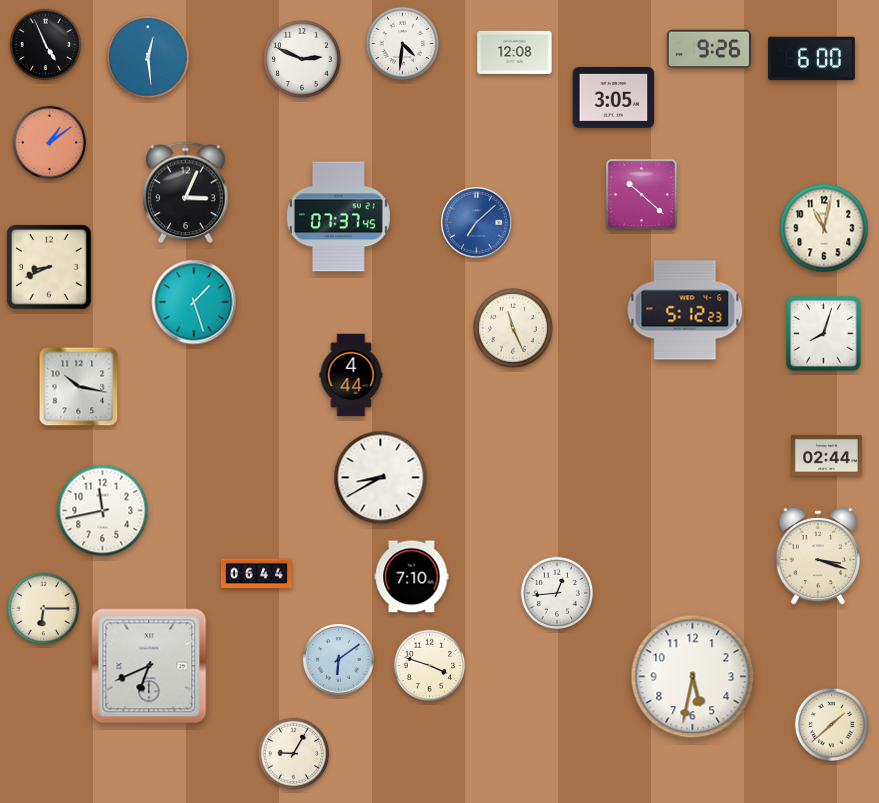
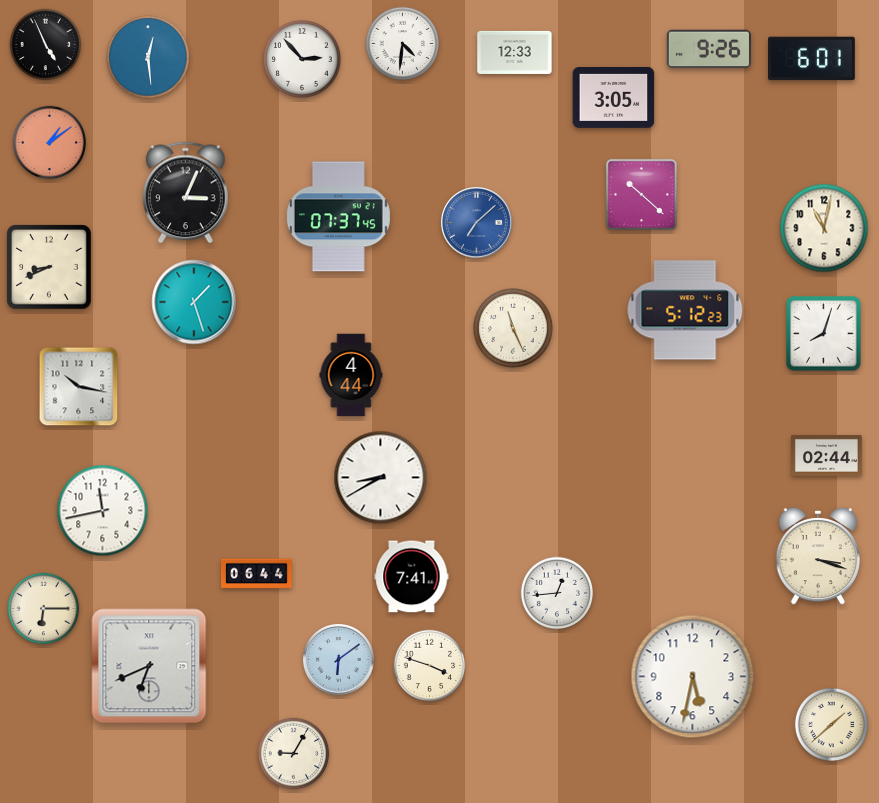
clock at (515, 52): 12:08 -> 12:33
clock at (812, 59): 6:00 -> 6:01
clock at (303, 60): 2:49 -> 2:53
clock at (412, 577): 7:10 -> 7:41
